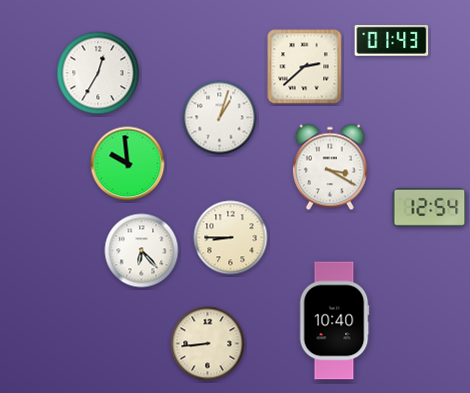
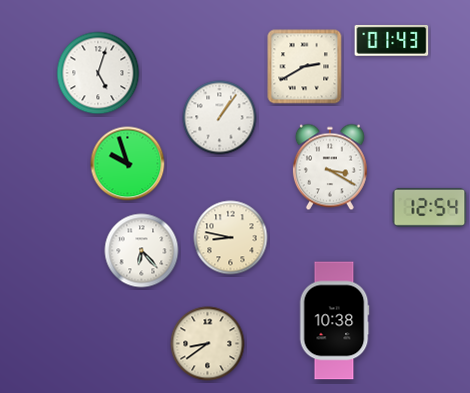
clock at (305, 67): 2:38 -> 2:40
clock at (98, 73): 12:35 -> 5:03
clock at (220, 118): 1:03 -> 1:06
clock at (128, 164): 9:59 -> 9:57
clock at (231, 238): 8:45 -> 8:47
clock at (334, 321): 10:40 -> 10:38
clock at (208, 344): 8:44 -> 8:39
